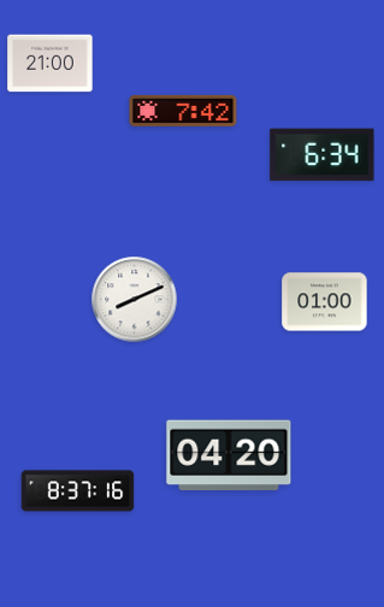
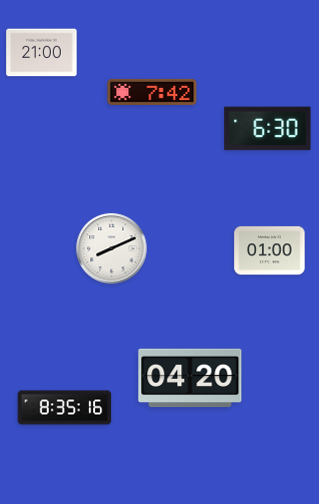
clock at (323, 155): 6:34 -> 6:30
clock at (78, 491): 8:37 -> 8:35
